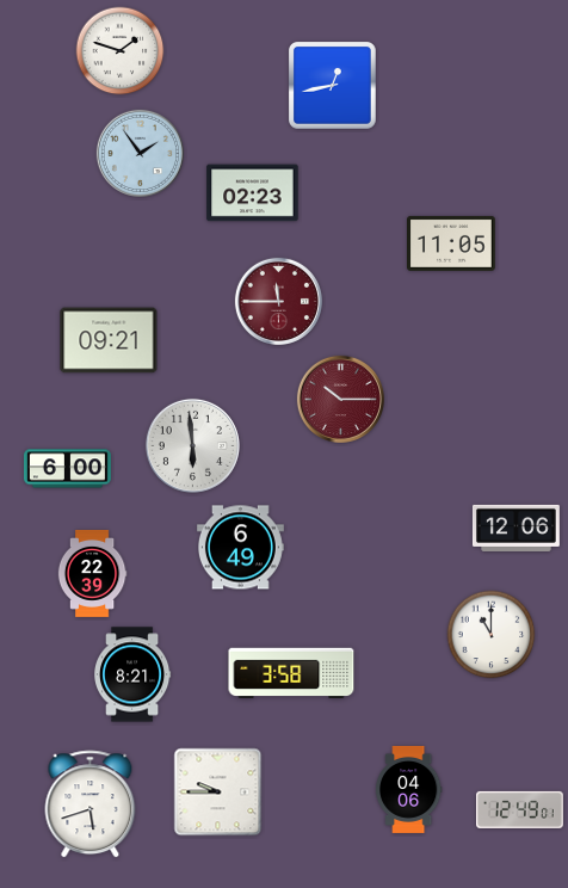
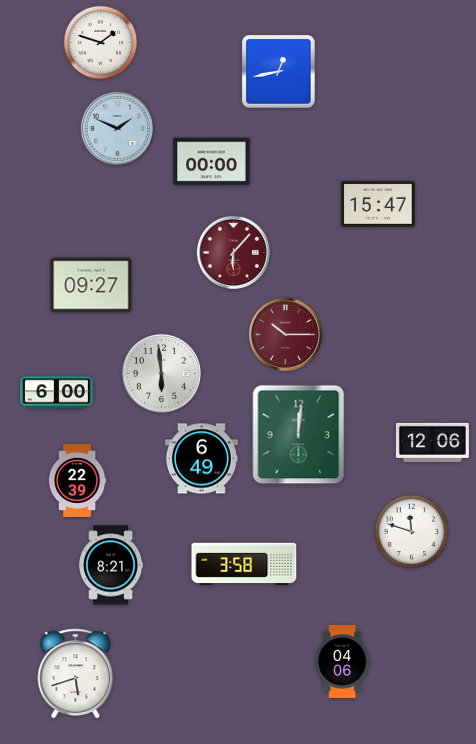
clock at (140, 153): 1:54 -> 1:49
clock at (253, 193): 02:23 -> 00:00
clock at (452, 243): 11:05 -> 15:47
clock at (278, 301): 11:45 -> 6:07
clock at (109, 340): 09:21 -> 09:27
clock at (299, 435): none -> 12:01
clock at (492, 635): 11:00 -> 11:48
clock at (218, 793): 9:45 -> none
clock at (519, 809): 12:49 -> none
